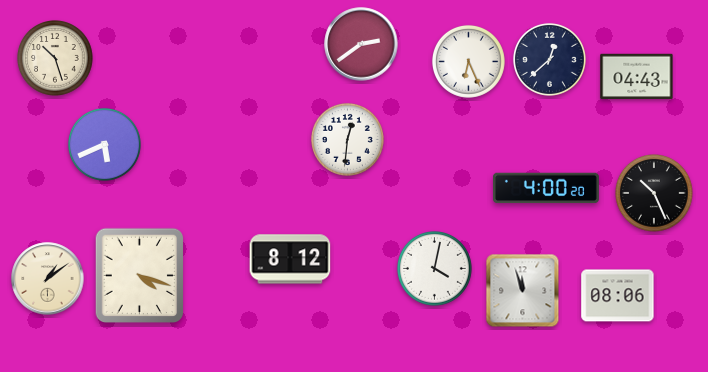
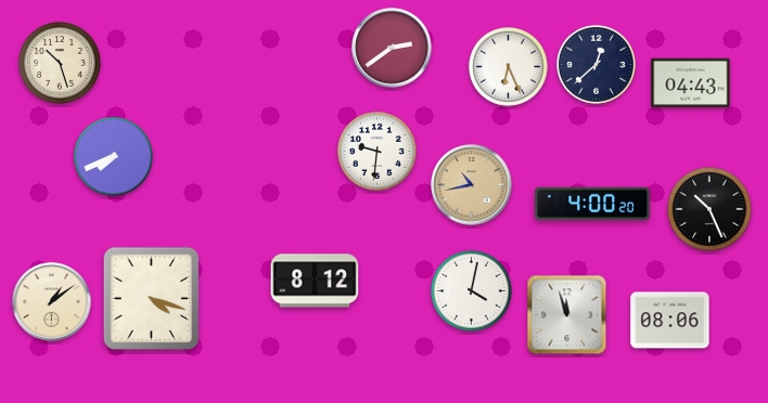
clock at (347, 139): 12:31 -> 9:31
clock at (104, 144): 5:41 -> 7:41
clock at (472, 185): none -> 10:43
